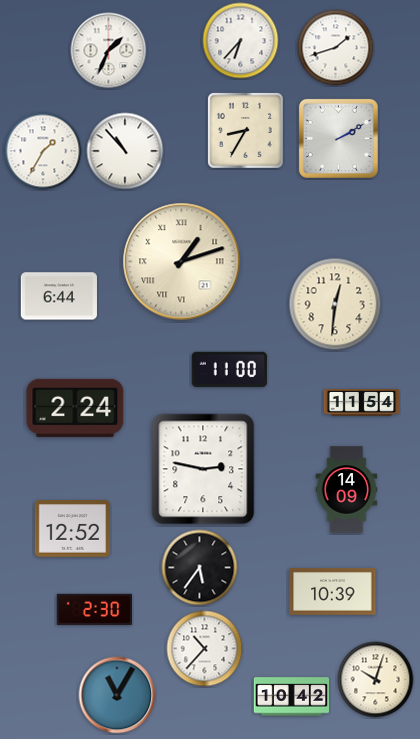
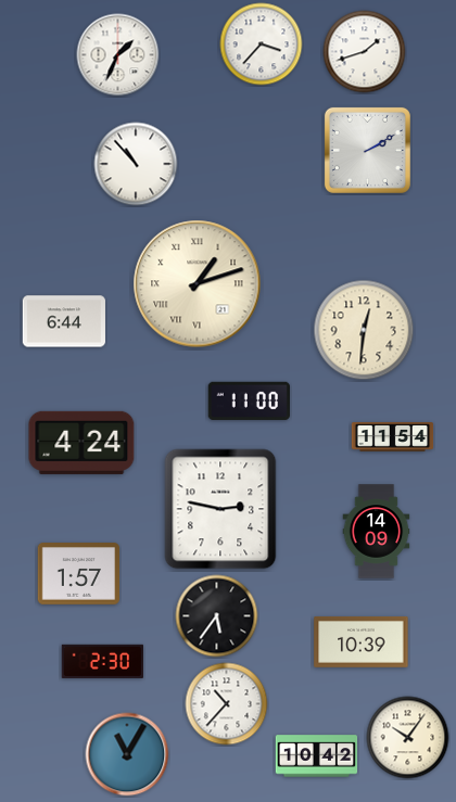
clock at (241, 41): 6:37 -> 3:37
clock at (245, 130): 8:35 -> none
clock at (43, 151): 1:35 -> none
clock at (75, 408): 2:24 -> 4:24
clock at (73, 529): 12:52 -> 1:57
clock at (205, 649) position: (205, 649) -> (227, 704)
clock at (376, 680): 10:03 -> 10:06
